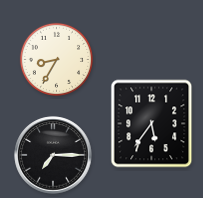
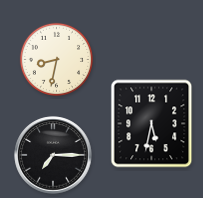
clock at (56, 59): 8:35 -> 8:32
clock at (152, 124): 5:36 -> 5:32
